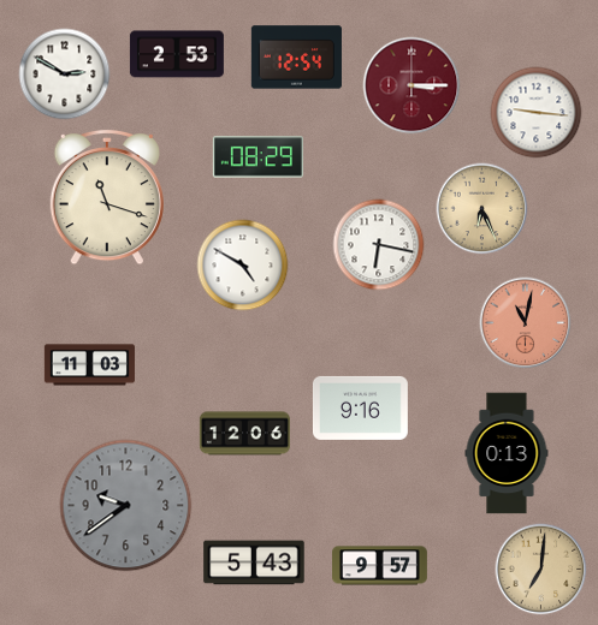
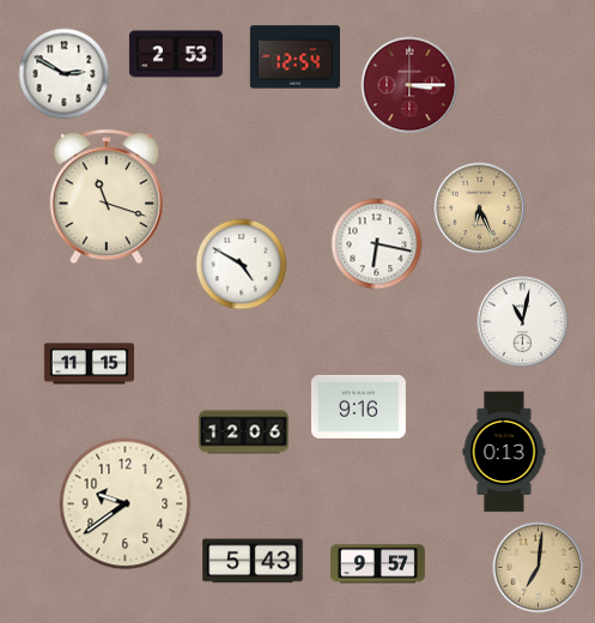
clock at (537, 113): 9:16 -> none
clock at (257, 157): 08:29 -> none
clock at (526, 323) dial: salmon -> white
clock at (89, 365): 11:03 -> 11:15
clock at (126, 506) dial: grey -> cream
